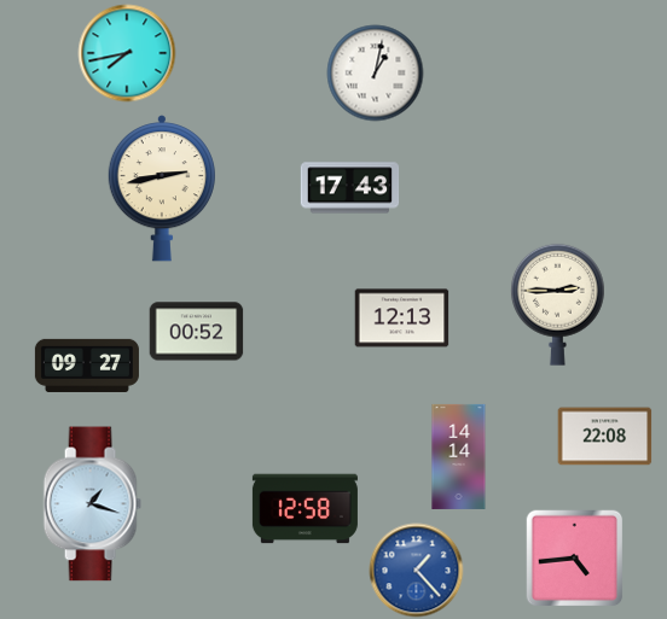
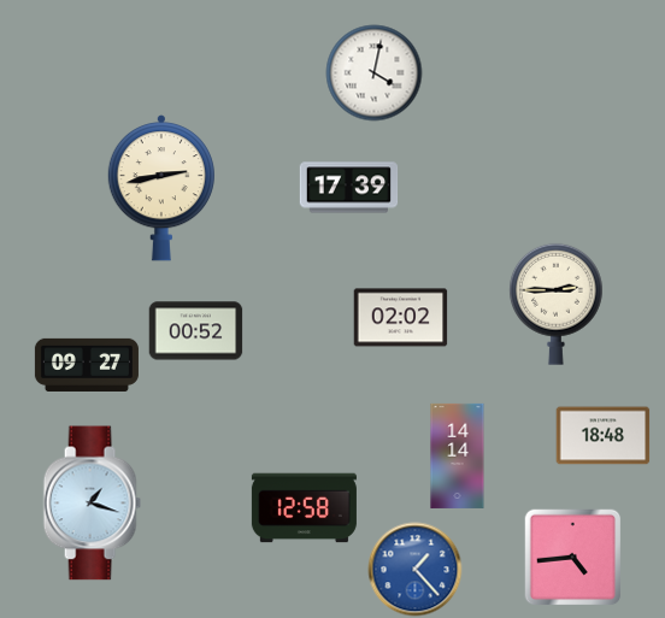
clock at (127, 53): 7:43 -> none
clock at (375, 72): 1:02 -> 4:02
clock at (349, 188): 17:43 -> 17:39
clock at (401, 319): 12:13 -> 02:02
clock at (604, 437): 22:08 -> 18:48
